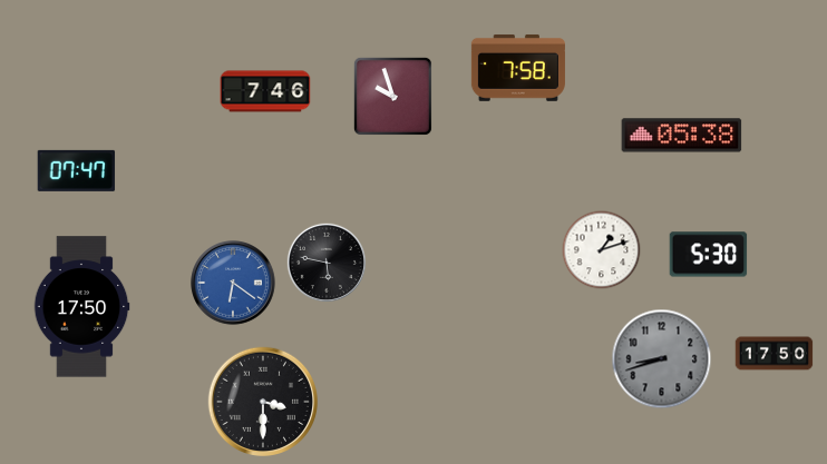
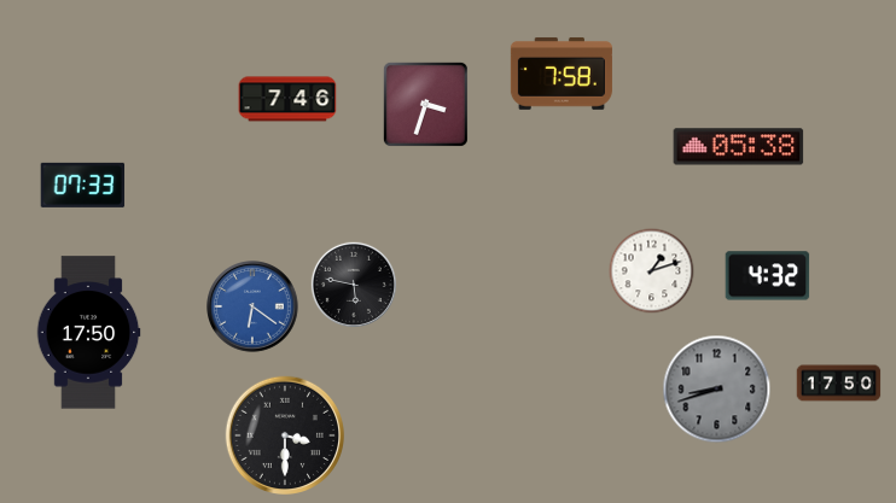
clock at (392, 96): 9:57 -> 3:33
clock at (77, 170): 07:47 -> 07:33
clock at (709, 255): 5:30 -> 4:32
